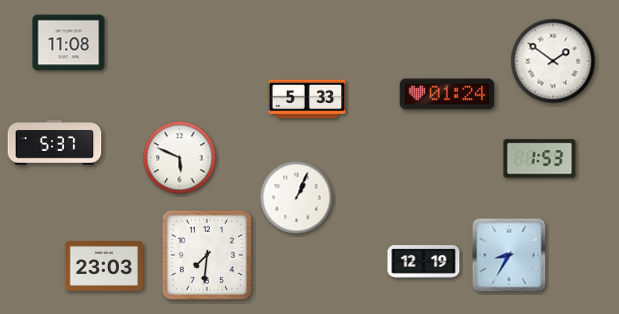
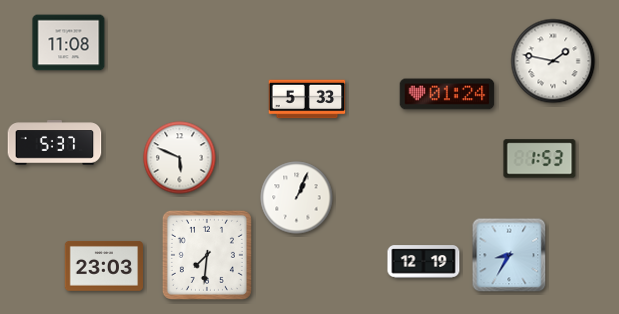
clock at (553, 61): 1:51 -> 1:47
